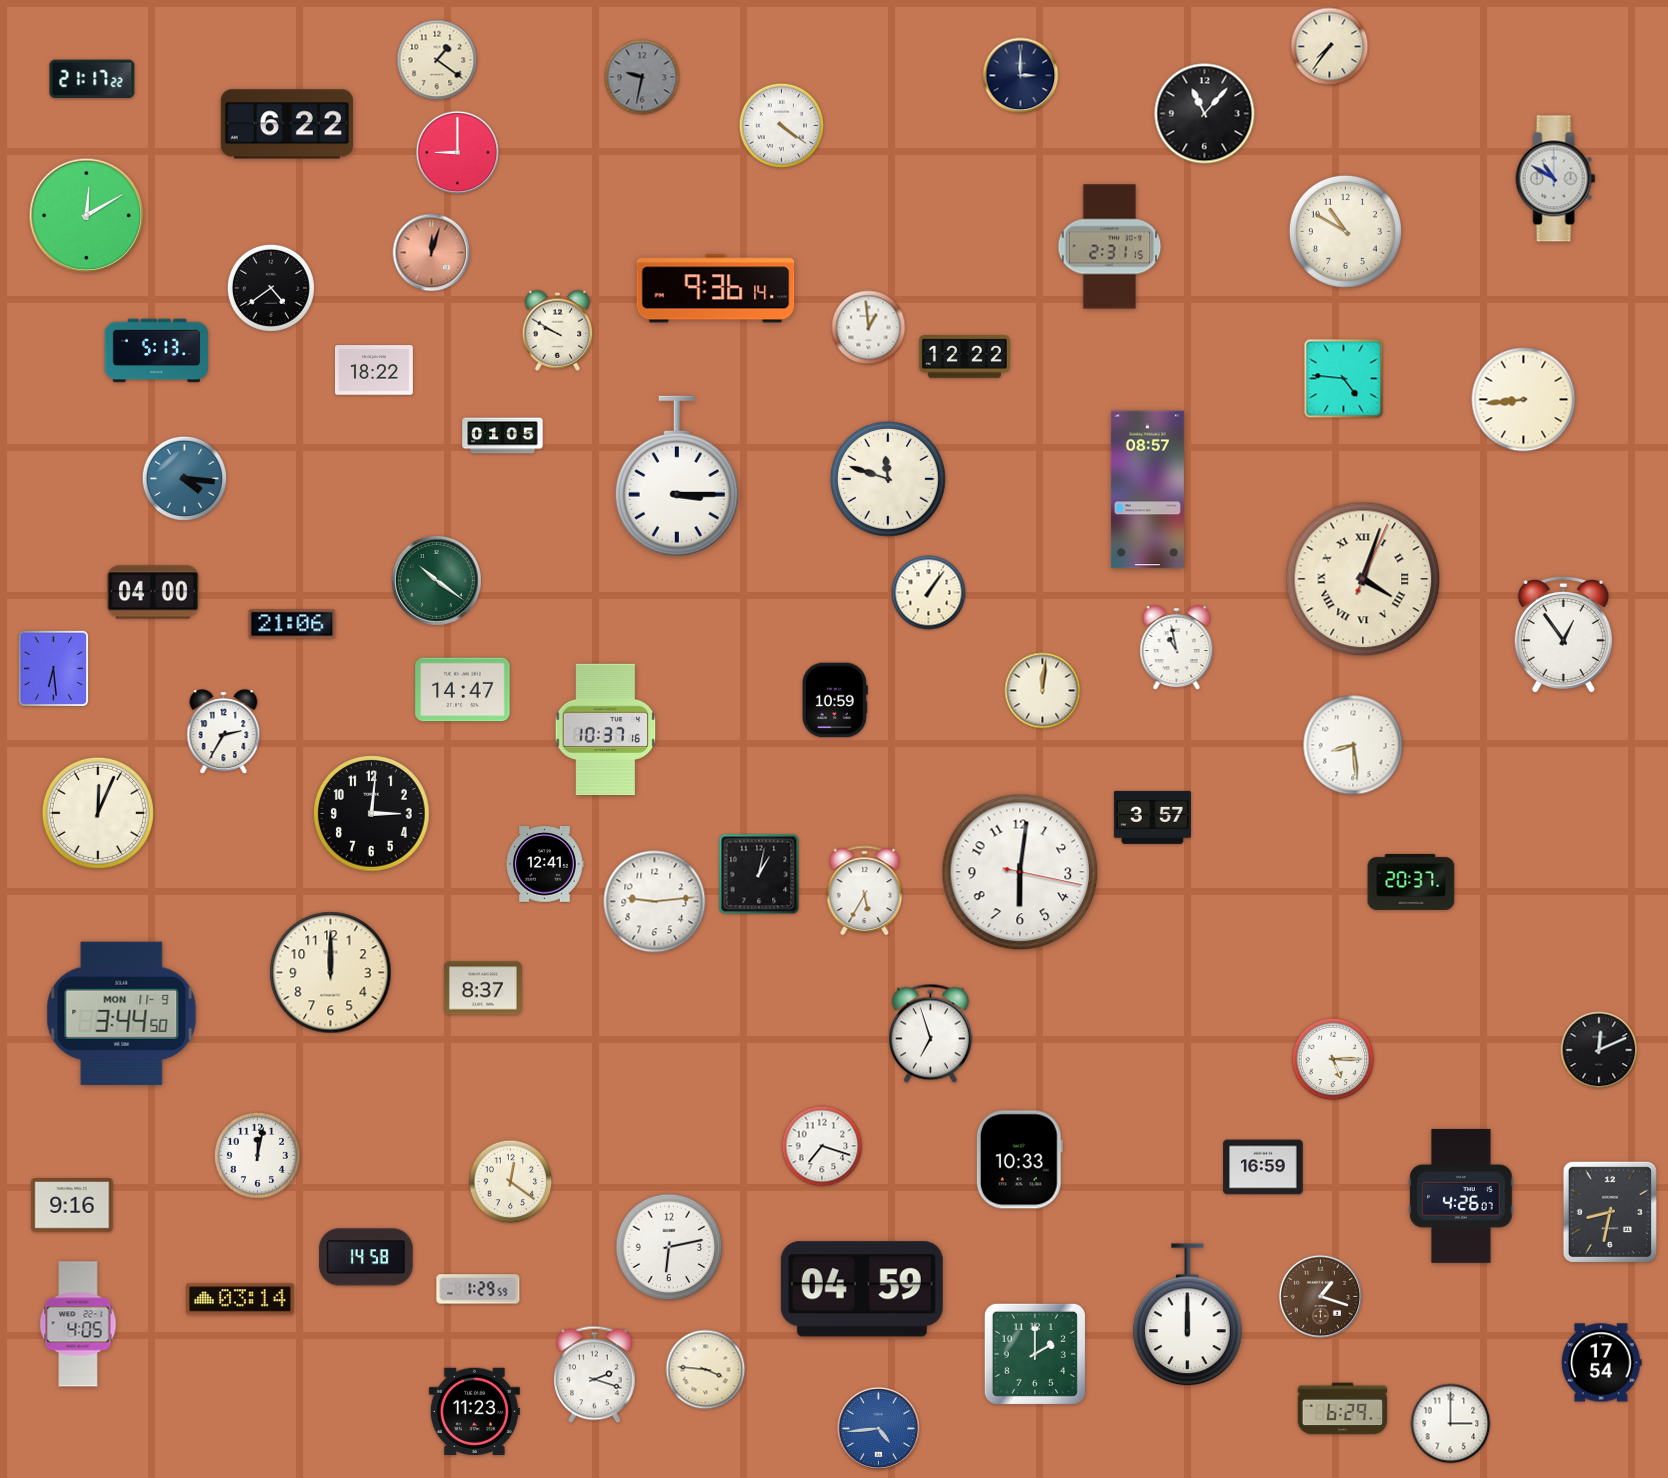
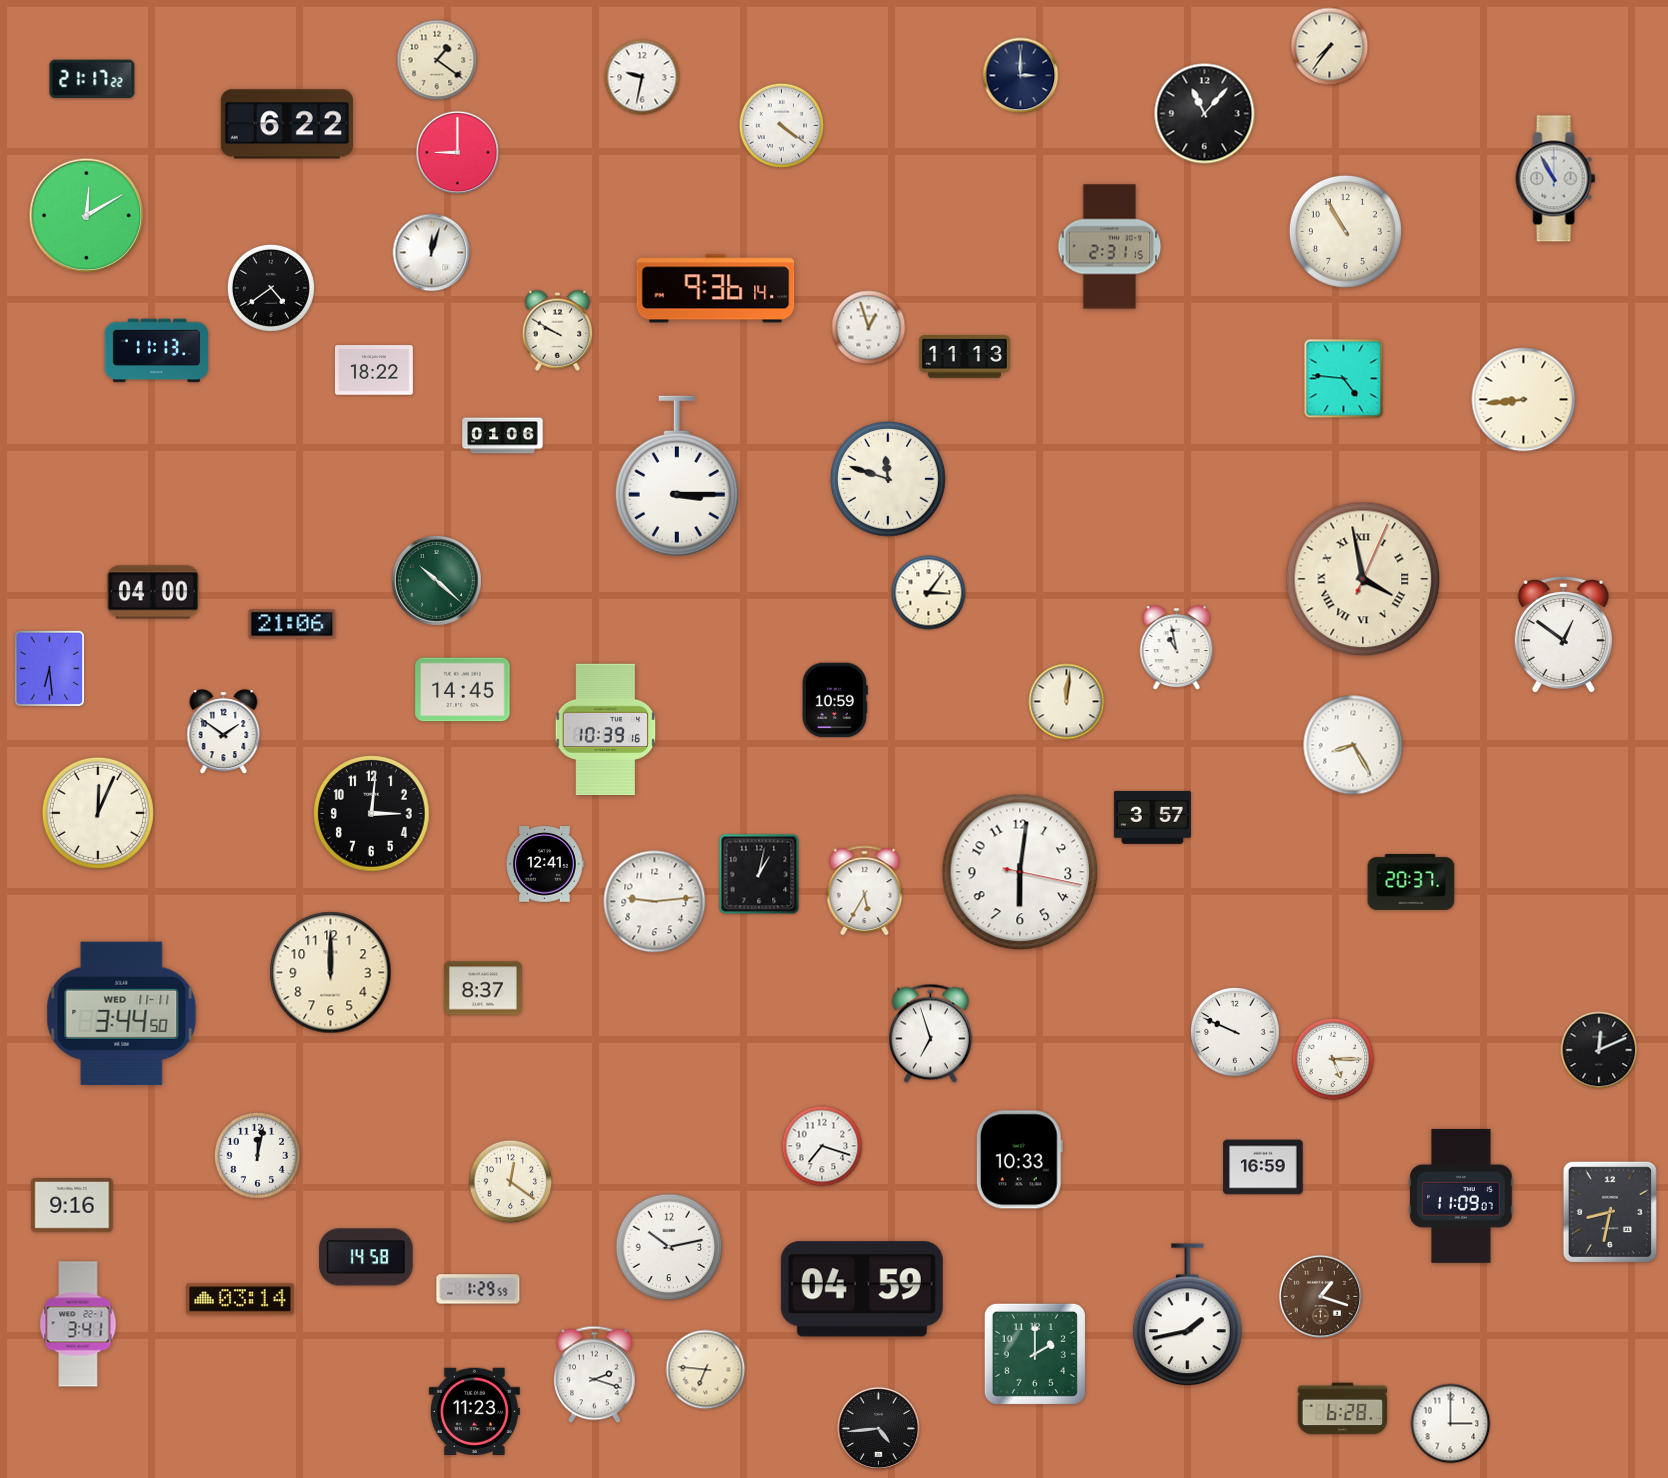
clock at (642, 77) dial: grey -> white
clock at (1556, 179): 10:50 -> 10:55
clock at (1345, 231): 10:50 -> 10:55
clock at (432, 253) dial: salmon -> white
clock at (869, 328): 12:59 -> 12:57
clock at (157, 351): 5:13 -> 11:13
clock at (964, 357): 12:22 -> 11:13
clock at (503, 436): 01:05 -> 01:06
clock at (185, 479): 4:16 -> none
clock at (1147, 490): 08:57 -> none
clock at (1363, 579): 4:03 -> 3:58
clock at (437, 581): 10:21 -> 10:22
clock at (929, 593): 1:06 -> 3:06
clock at (1563, 635): 12:54 -> 12:51
clock at (54, 669) position: (54, 669) -> (50, 669)
clock at (463, 690): 14:47 -> 14:45
clock at (1043, 691) position: (1043, 691) -> (1067, 702)
clock at (606, 729): 10:37 -> 10:39
clock at (224, 732): 2:35 -> 1:51
clock at (1353, 745): 8:29 -> 8:25
clock at (122, 1013) date: MON 11-9 -> WED 11-11
clock at (1235, 1032): none -> 9:49
clock at (1461, 1196): 4:26 -> 11:09
clock at (669, 1247): 6:13 -> 10:13
clock at (1188, 1315): 12:00 -> 1:43
clock at (78, 1324): 4:05 -> 3:41
clock at (1602, 1363): 17:54 -> none
clock at (706, 1370): 3:46 -> 6:46
clock at (1343, 1409): 6:29 -> 6:28
clock at (879, 1429) dial: blue -> black
